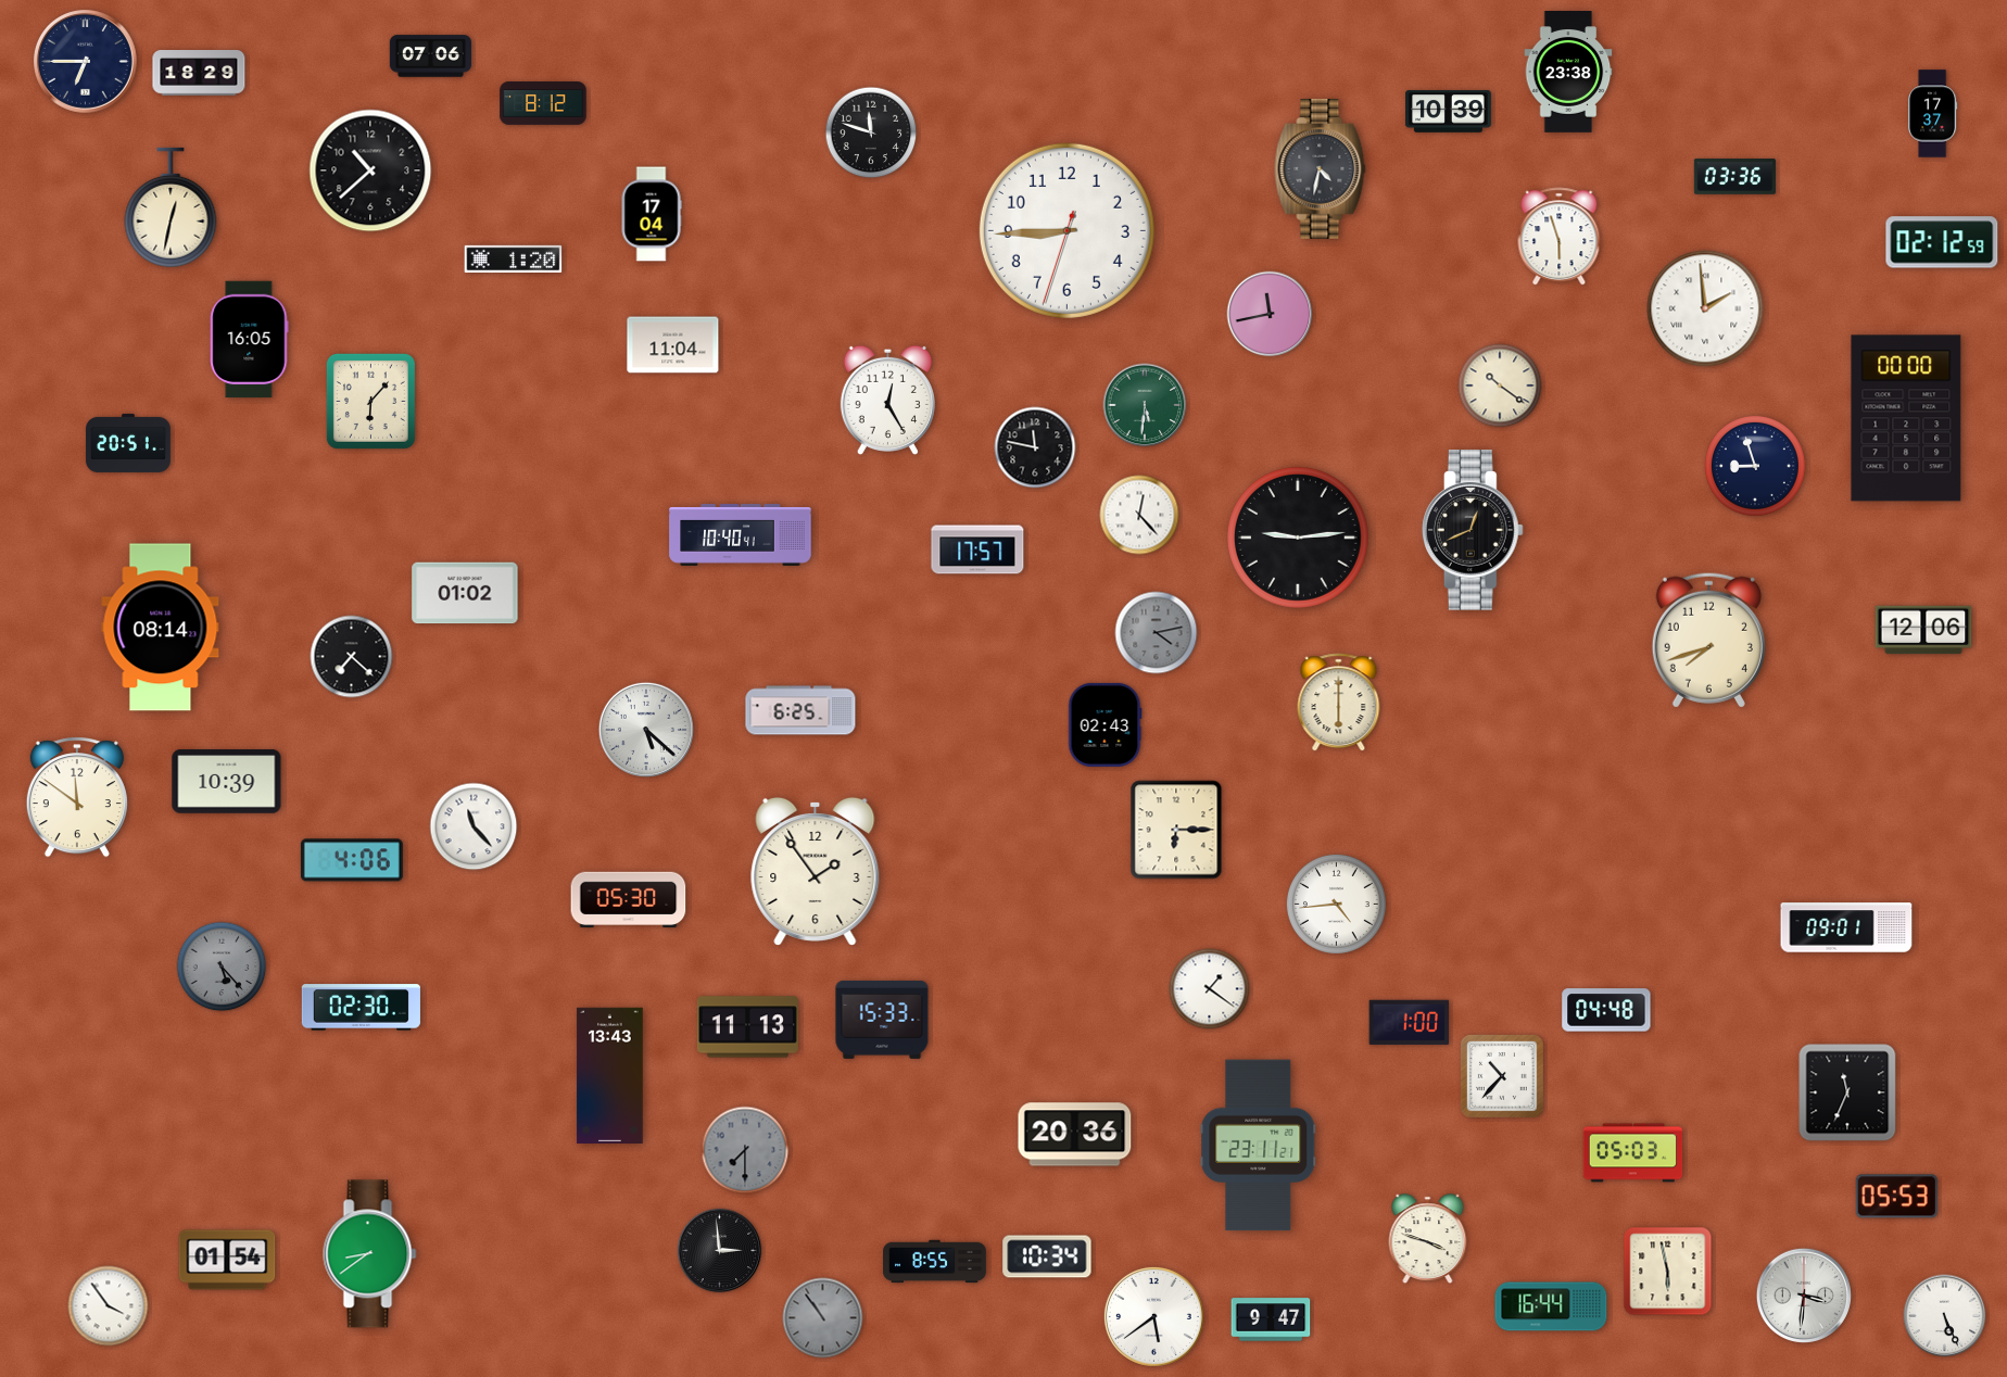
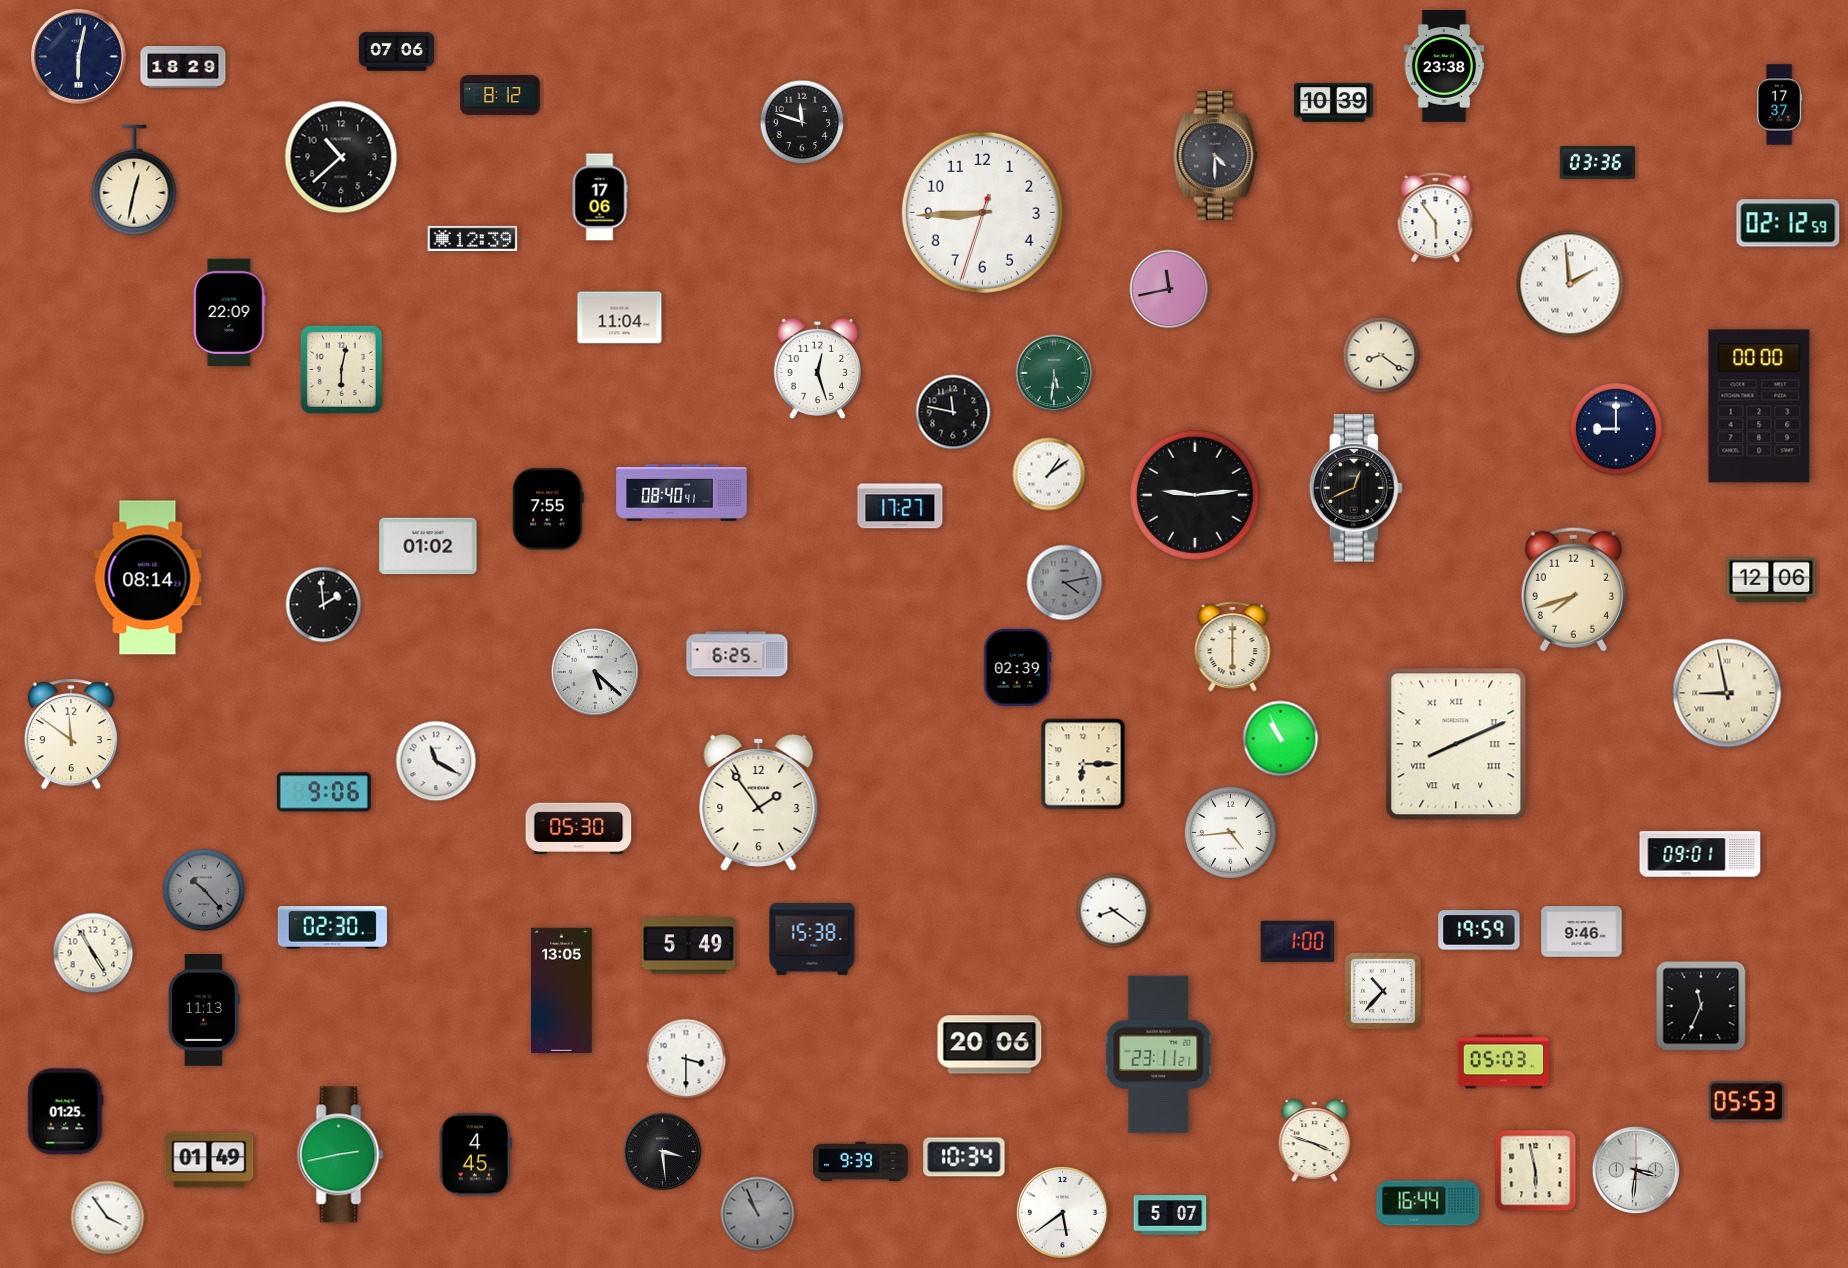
clock at (85, 61): 6:45 -> 6:02
clock at (1321, 168): 4:32 -> 4:30
clock at (171, 207) position: (171, 207) -> (134, 180)
clock at (652, 214): 17:04 -> 17:06
clock at (1560, 237): 5:57 -> 5:54
clock at (514, 258): 1:20 -> 12:39
clock at (250, 340): 16:05 -> 22:09
clock at (1500, 386): 10:21 -> 8:21
clock at (887, 400): 12:25 -> 12:27
clock at (370, 401): 6:07 -> 6:02
clock at (1906, 418) position: (1906, 418) -> (1759, 406)
clock at (128, 443): 20:51 -> none
clock at (1755, 466): 8:57 -> 9:00
clock at (1139, 515): 12:23 -> 1:09
clock at (741, 534): 10:40 -> 08:40
clock at (977, 549): 17:57 -> 17:27
clock at (548, 509): none -> 7:55
clock at (352, 657): 7:22 -> 1:59
clock at (1106, 724): 02:43 -> 02:39
clock at (1727, 693): none -> 8:58
clock at (227, 782): 10:39 -> none
clock at (1281, 739): none -> 10:56
clock at (1456, 744): none -> 8:11
clock at (474, 826): 11:23 -> 11:20
clock at (352, 860): 4:06 -> 9:06
clock at (816, 871) position: (816, 871) -> (759, 802)
clock at (222, 967): 5:23 -> 10:23
clock at (1210, 989): 1:21 -> 8:21
clock at (1606, 1010): 04:48 -> 19:59
clock at (1582, 932): none -> 9:46
clock at (882, 1020): 15:33 -> 15:38
clock at (747, 1027): 11:13 -> 5:49
clock at (93, 953): none -> 4:55
clock at (610, 1075): 13:43 -> 13:05
clock at (204, 1011): none -> 11:13
clock at (1075, 1135): 20:36 -> 20:06
clock at (745, 1150): 7:30 -> 3:30
clock at (745, 1150) dial: grey -> white
clock at (66, 1112): none -> 01:25
clock at (720, 1251): 2:59 -> 3:29
clock at (370, 1254): 8:39 -> 2:43
clock at (475, 1155): none -> 4:45
clock at (227, 1260): 01:54 -> 01:49
clock at (935, 1262): 8:55 -> 9:39
clock at (1804, 1296) position: (1804, 1296) -> (1636, 1170)
clock at (109, 1306) position: (109, 1306) -> (108, 1218)
clock at (1945, 1316): 5:26 -> none
clock at (823, 1318): 10:54 -> 10:56
clock at (1271, 1319): 9:47 -> 5:07
